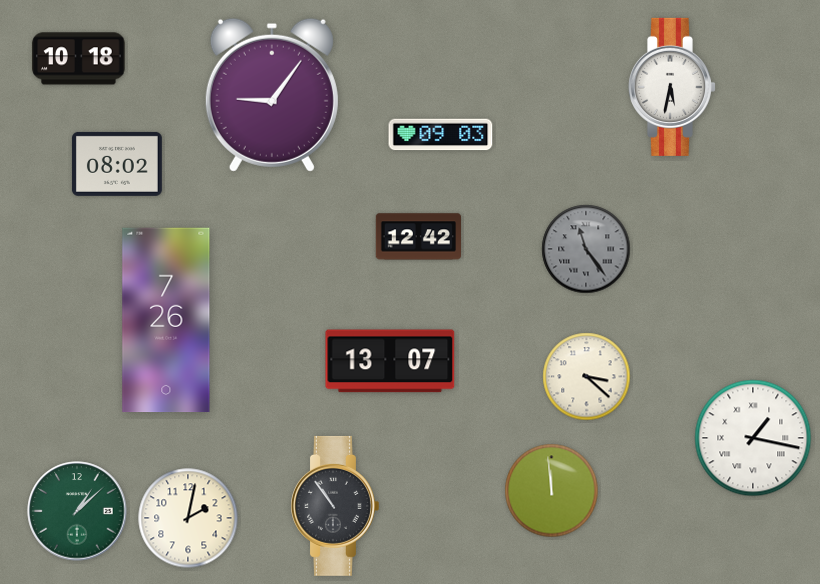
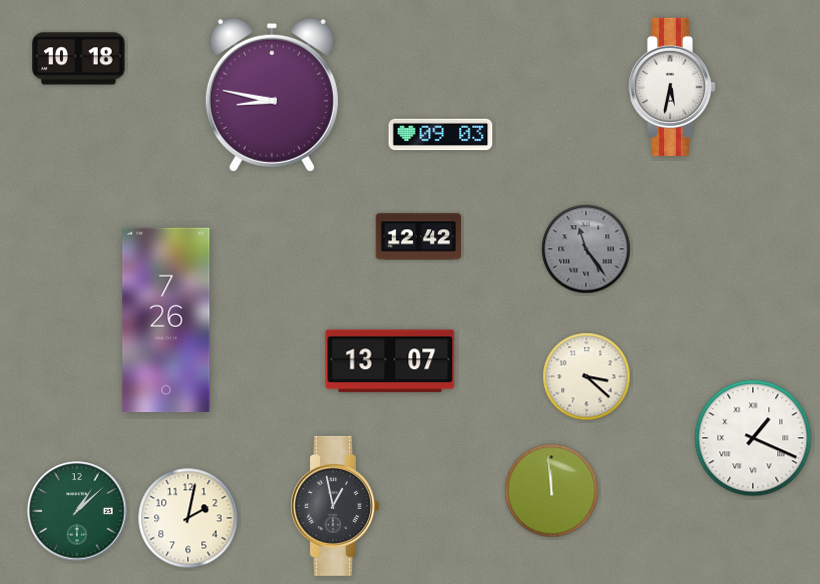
clock at (272, 95): 9:06 -> 8:47
clock at (117, 164): 08:02 -> none
clock at (753, 438): 1:17 -> 1:19
clock at (335, 506): 10:54 -> 12:58
